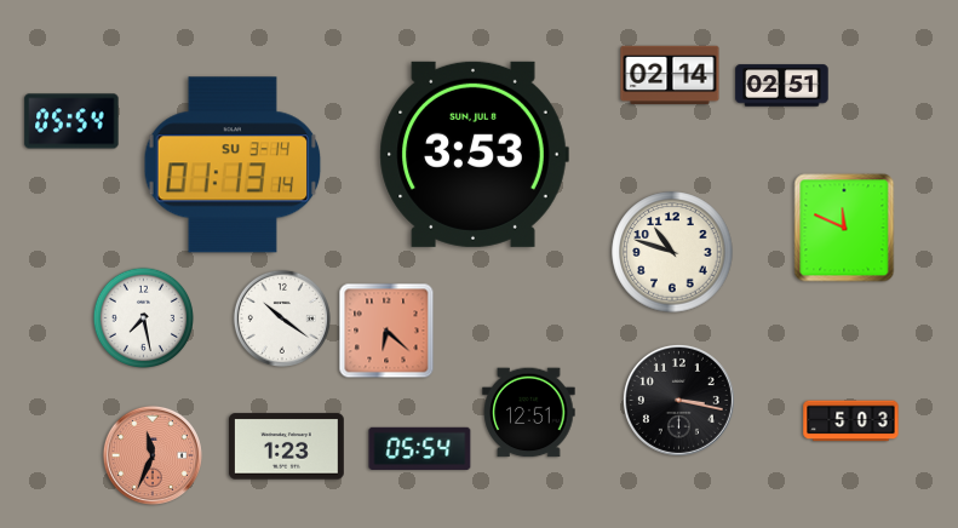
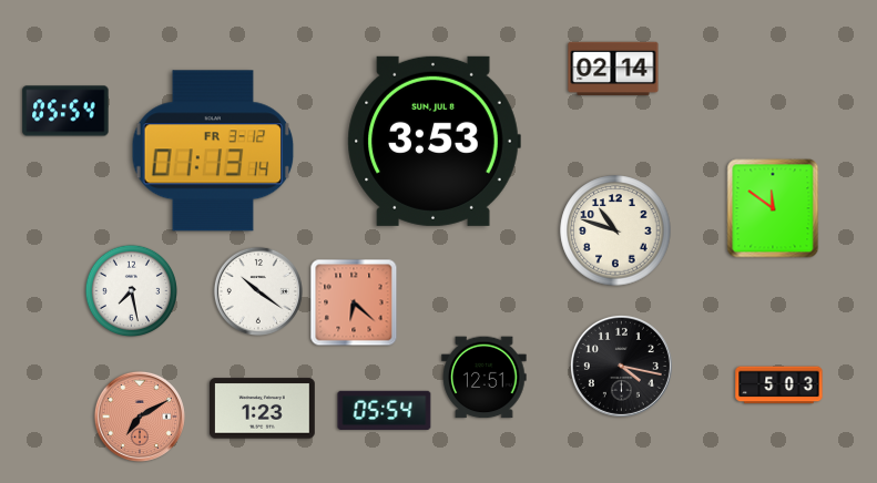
clock at (782, 86): 02:51 -> none
clock at (233, 165) date: SU 3-14 -> FR 3-12
clock at (844, 228): 11:49 -> 11:51
clock at (678, 400): 3:17 -> 4:17
clock at (153, 455): 11:34 -> 7:10
